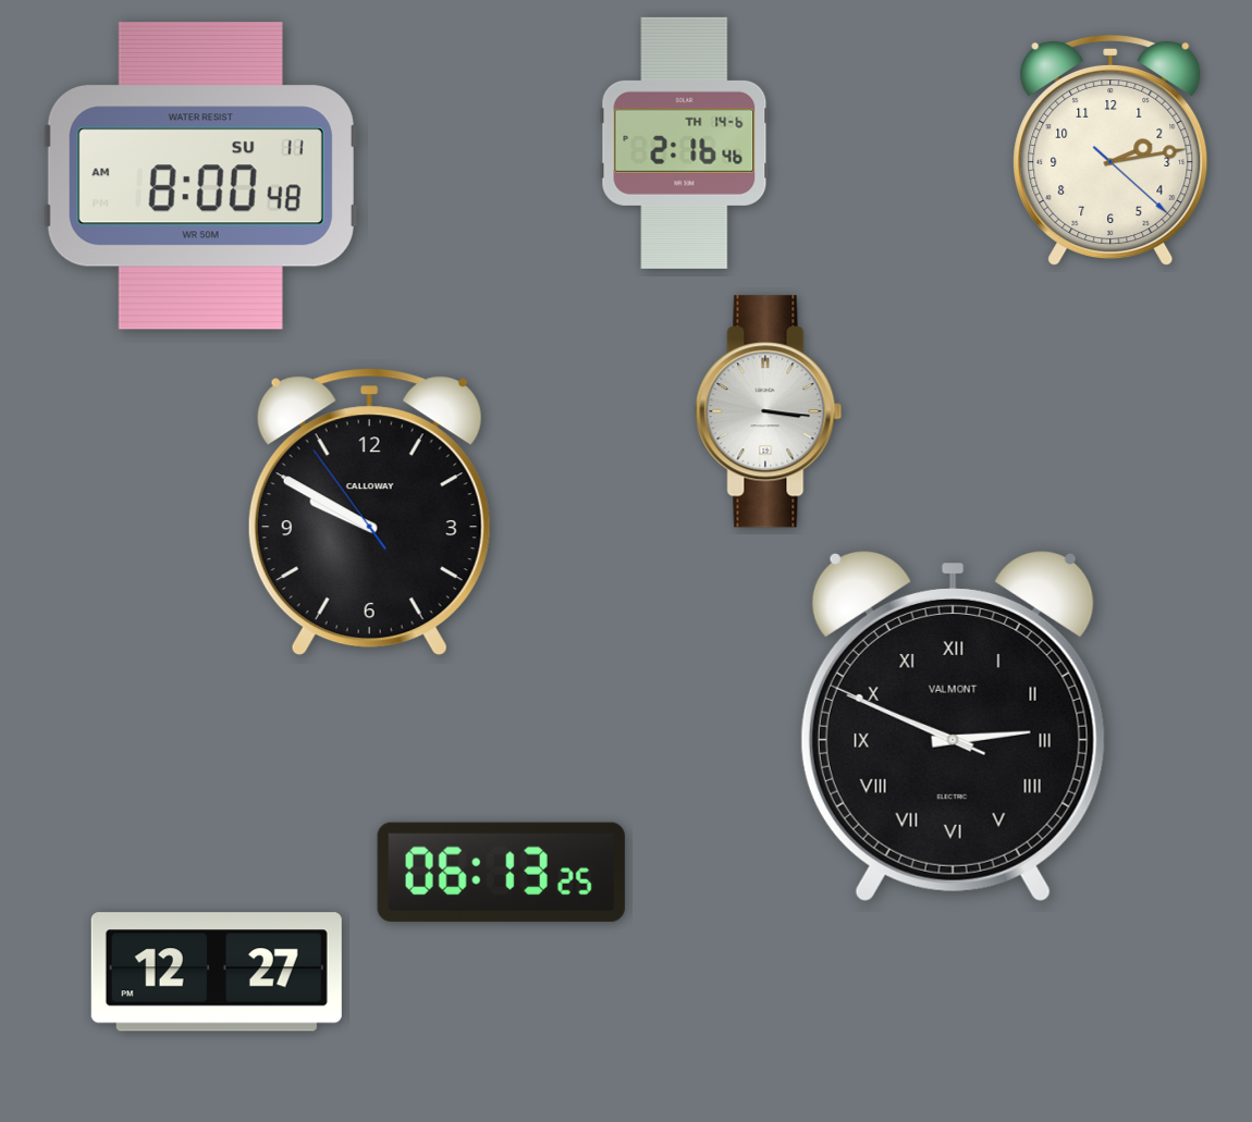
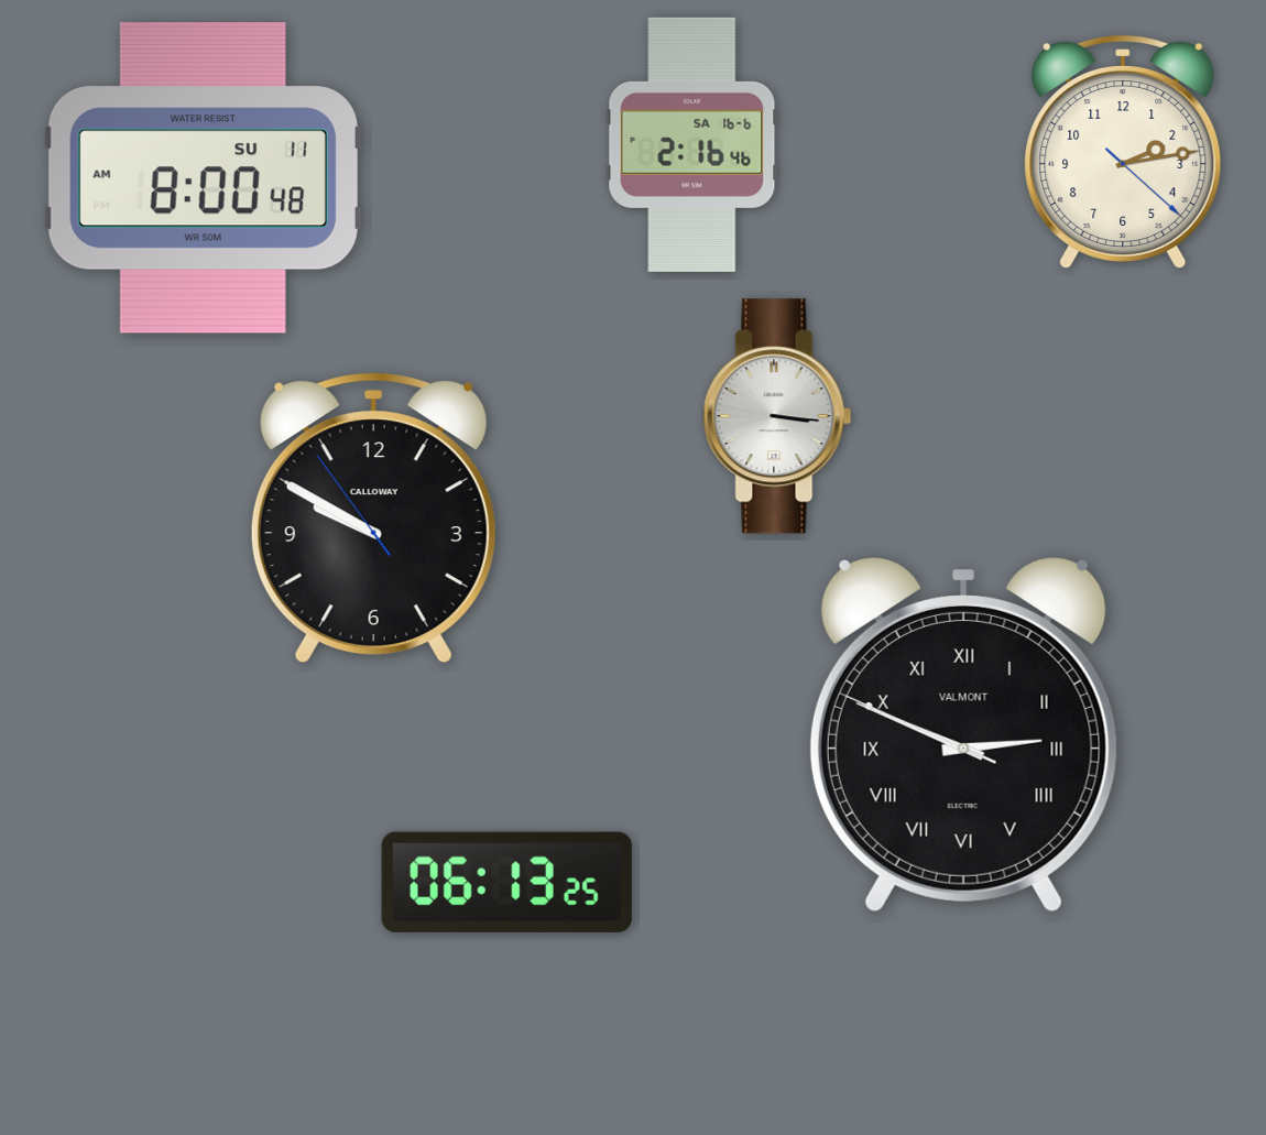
clock at (685, 143) date: TH 14-6 -> SA 16-6
clock at (217, 972): 12:27 -> none
